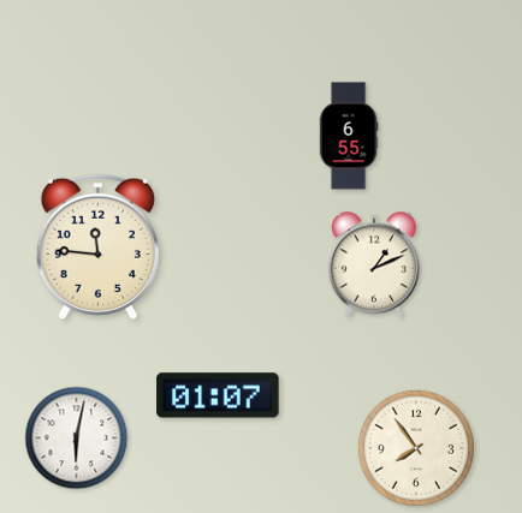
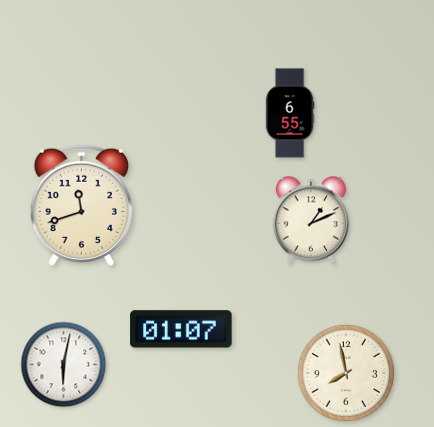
clock at (97, 246): 11:46 -> 11:42
clock at (416, 448): 7:54 -> 7:58
